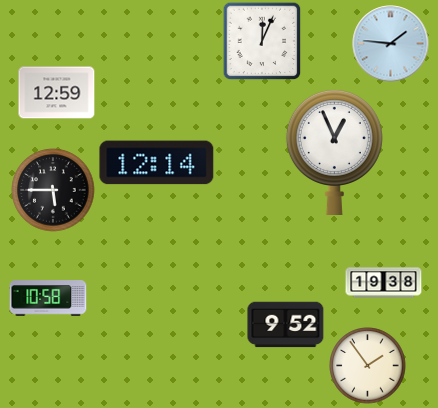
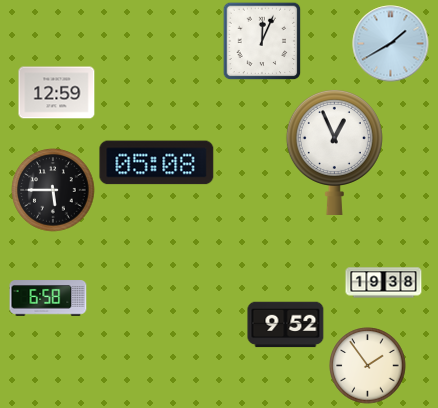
clock at (391, 44): 1:46 -> 1:40
clock at (157, 163): 12:14 -> 05:08
clock at (48, 298): 10:58 -> 6:58
